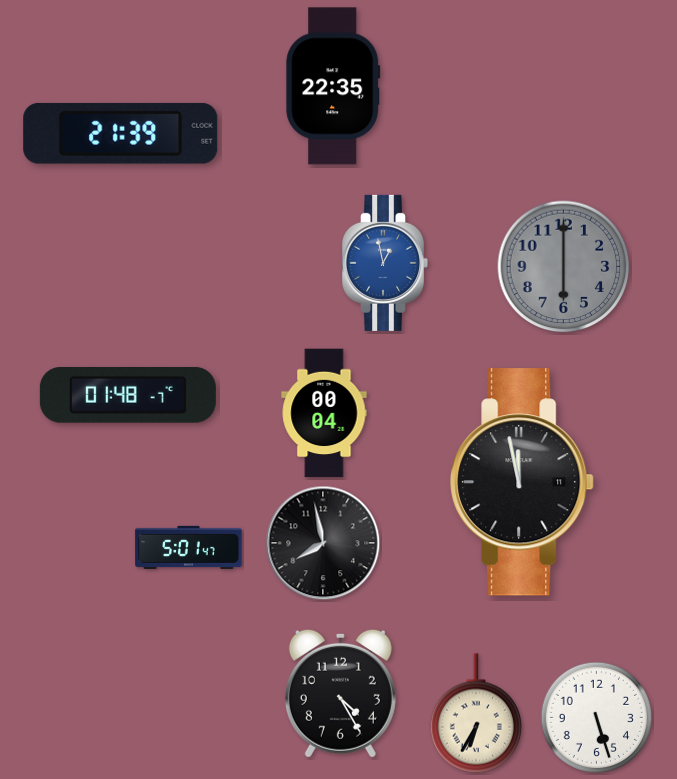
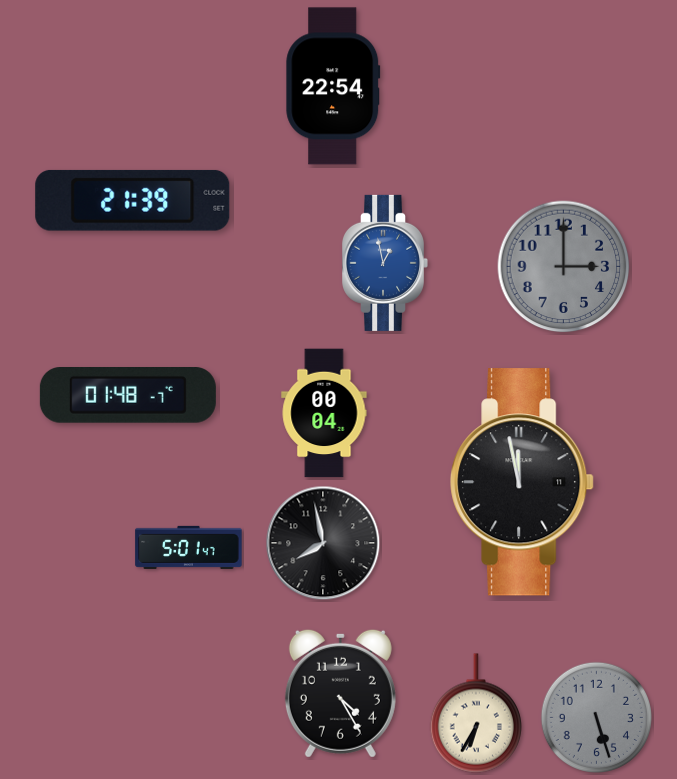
clock at (333, 86): 22:35 -> 22:54
clock at (121, 133) position: (121, 133) -> (133, 200)
clock at (564, 267): 6:00 -> 3:00
clock at (596, 717) dial: white -> grey
